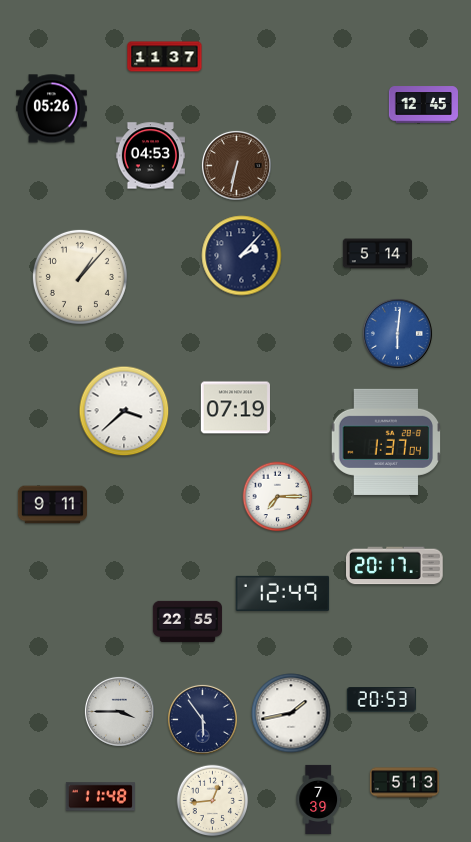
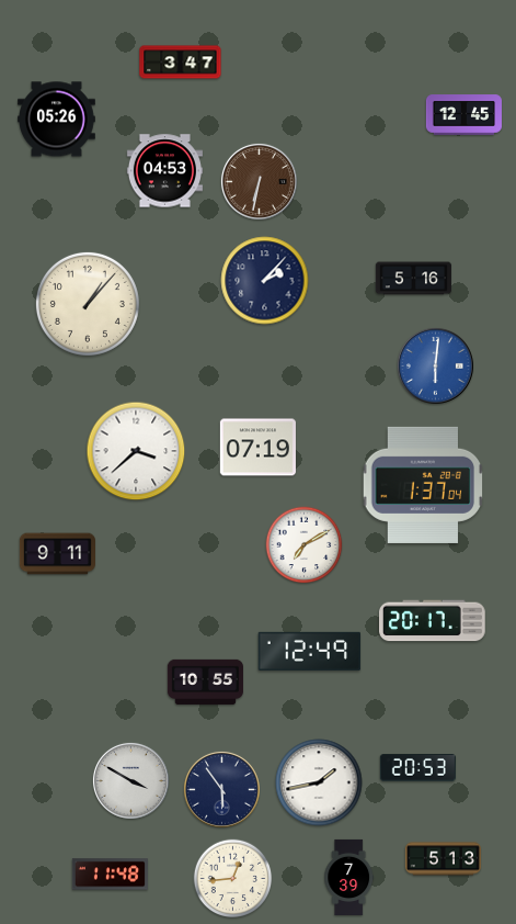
clock at (165, 57): 11:37 -> 3:47
clock at (377, 254): 5:14 -> 5:16
clock at (278, 497): 7:15 -> 7:10
clock at (187, 621): 22:55 -> 10:55
clock at (119, 711): 3:45 -> 3:50
